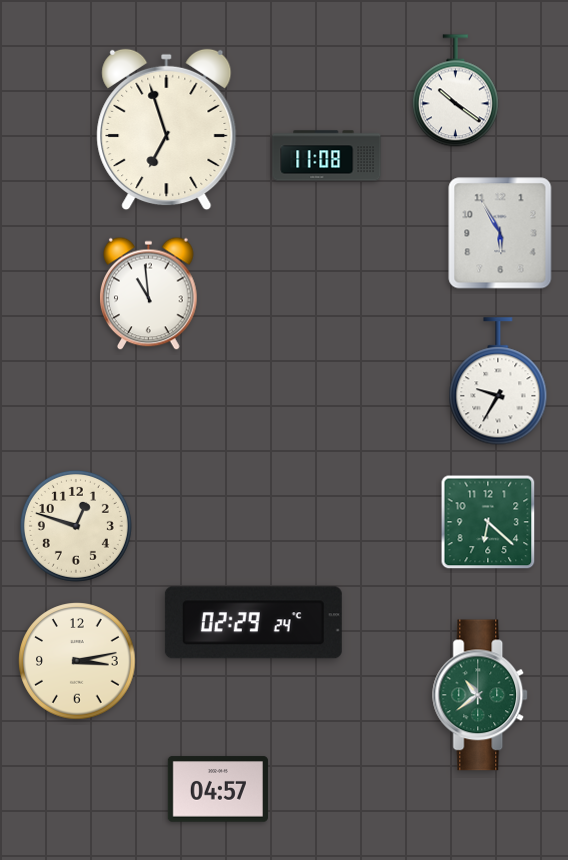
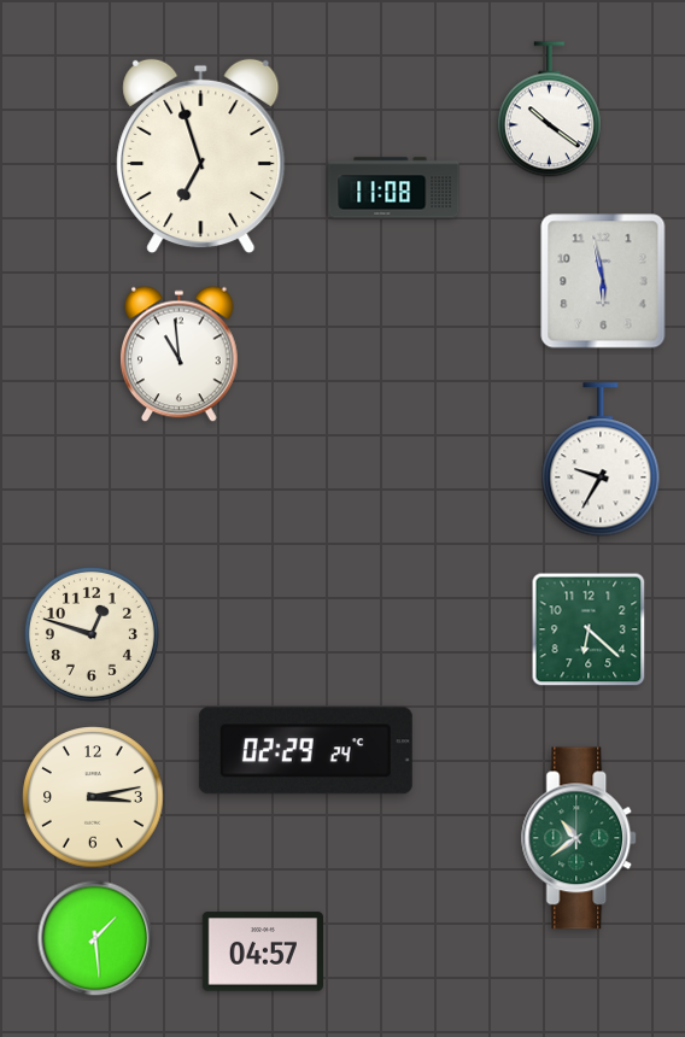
clock at (500, 233): 5:55 -> 5:58
clock at (95, 938): none -> 1:29
